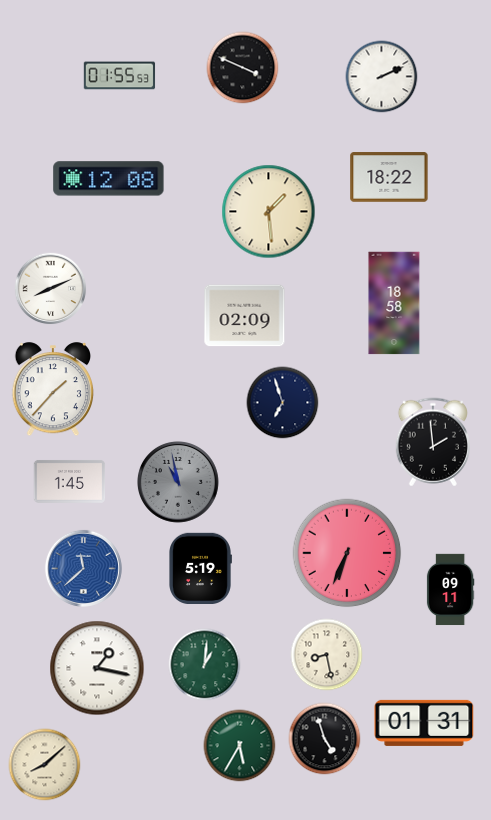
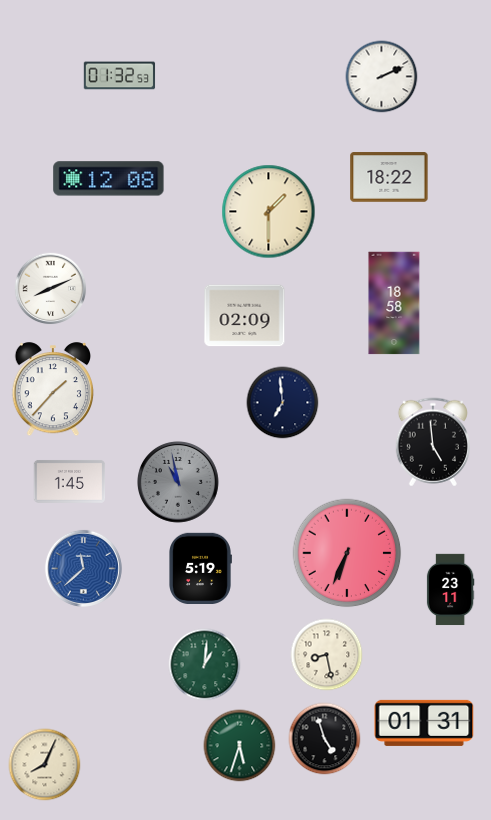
clock at (243, 68): 3:49 -> none
clock at (120, 76): 01:55 -> 01:32
clock at (269, 212): 1:29 -> 1:30
clock at (283, 403): 6:57 -> 6:59
clock at (433, 442): 1:59 -> 4:59
clock at (450, 590): 09:11 -> 23:11
clock at (97, 668): 1:17 -> none
clock at (240, 746): 5:35 -> 5:33
clock at (45, 765): 8:08 -> 8:04
